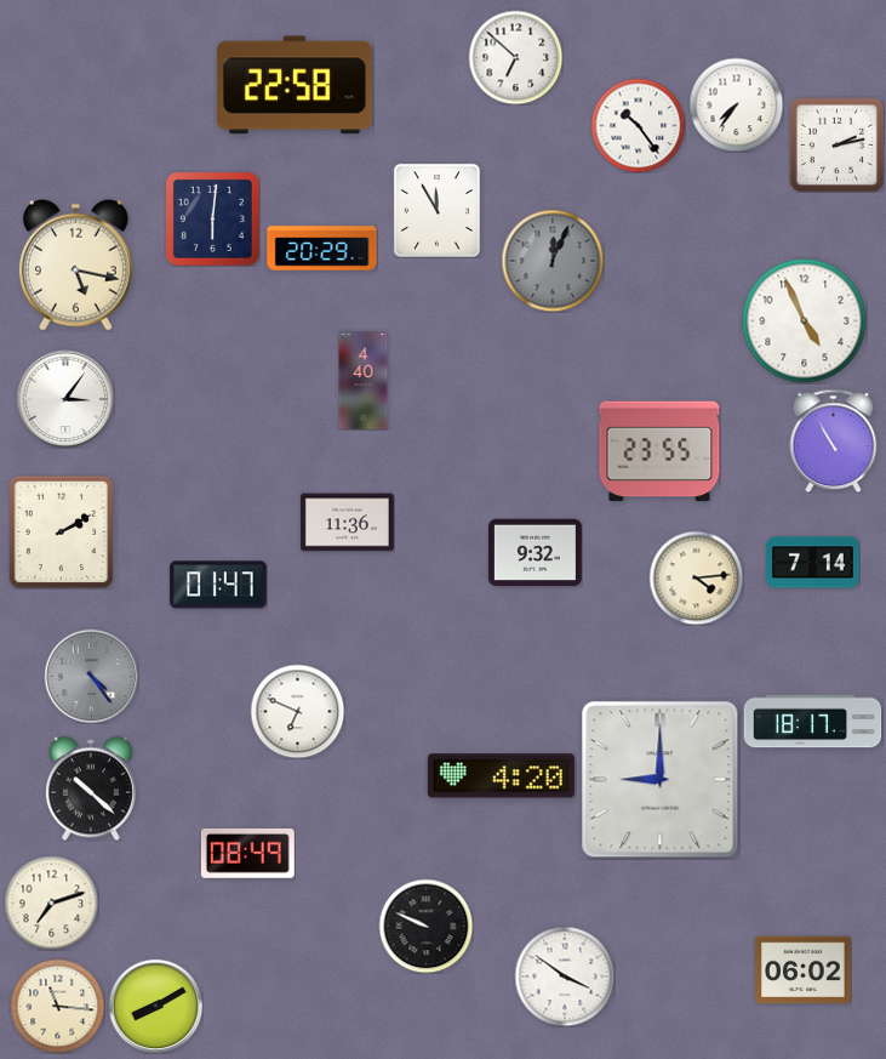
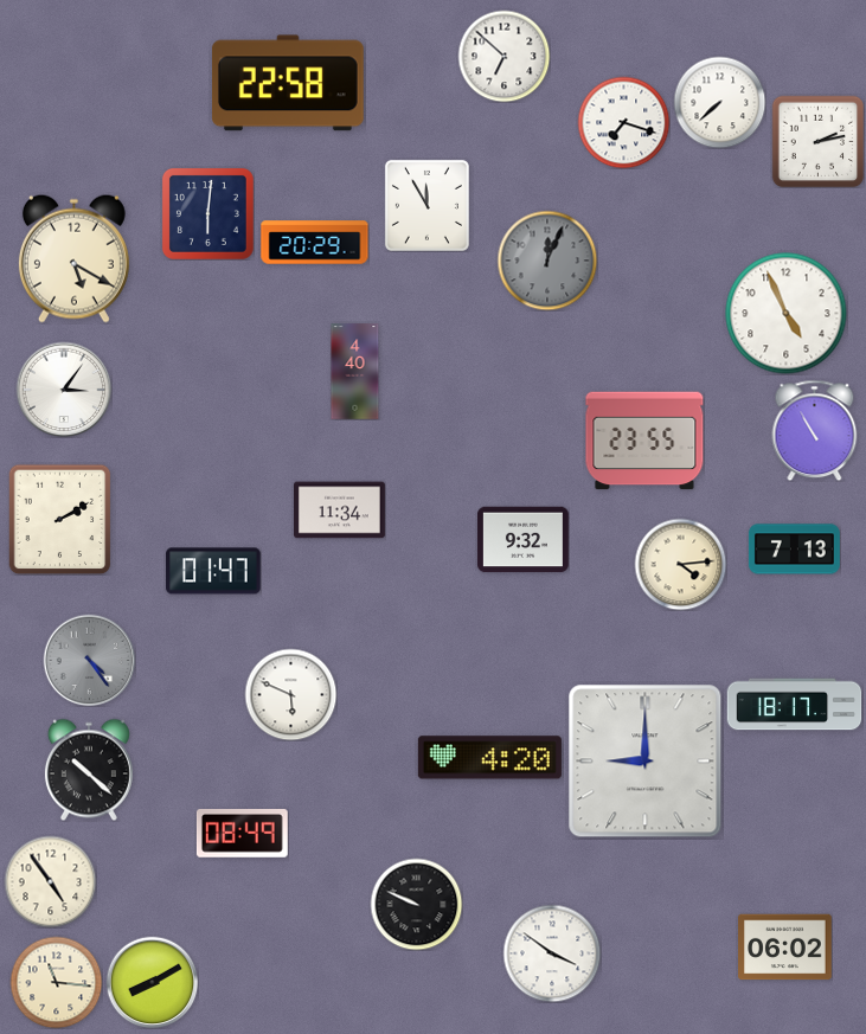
clock at (736, 104): 7:36 -> 7:38
clock at (638, 125): 10:24 -> 7:18
clock at (553, 261) position: (553, 261) -> (547, 261)
clock at (75, 264): 5:17 -> 5:20
clock at (348, 523): 11:36 -> 11:34
clock at (812, 563): 7:14 -> 7:13
clock at (297, 711): 6:49 -> 5:49
clock at (51, 903): 7:12 -> 4:54
